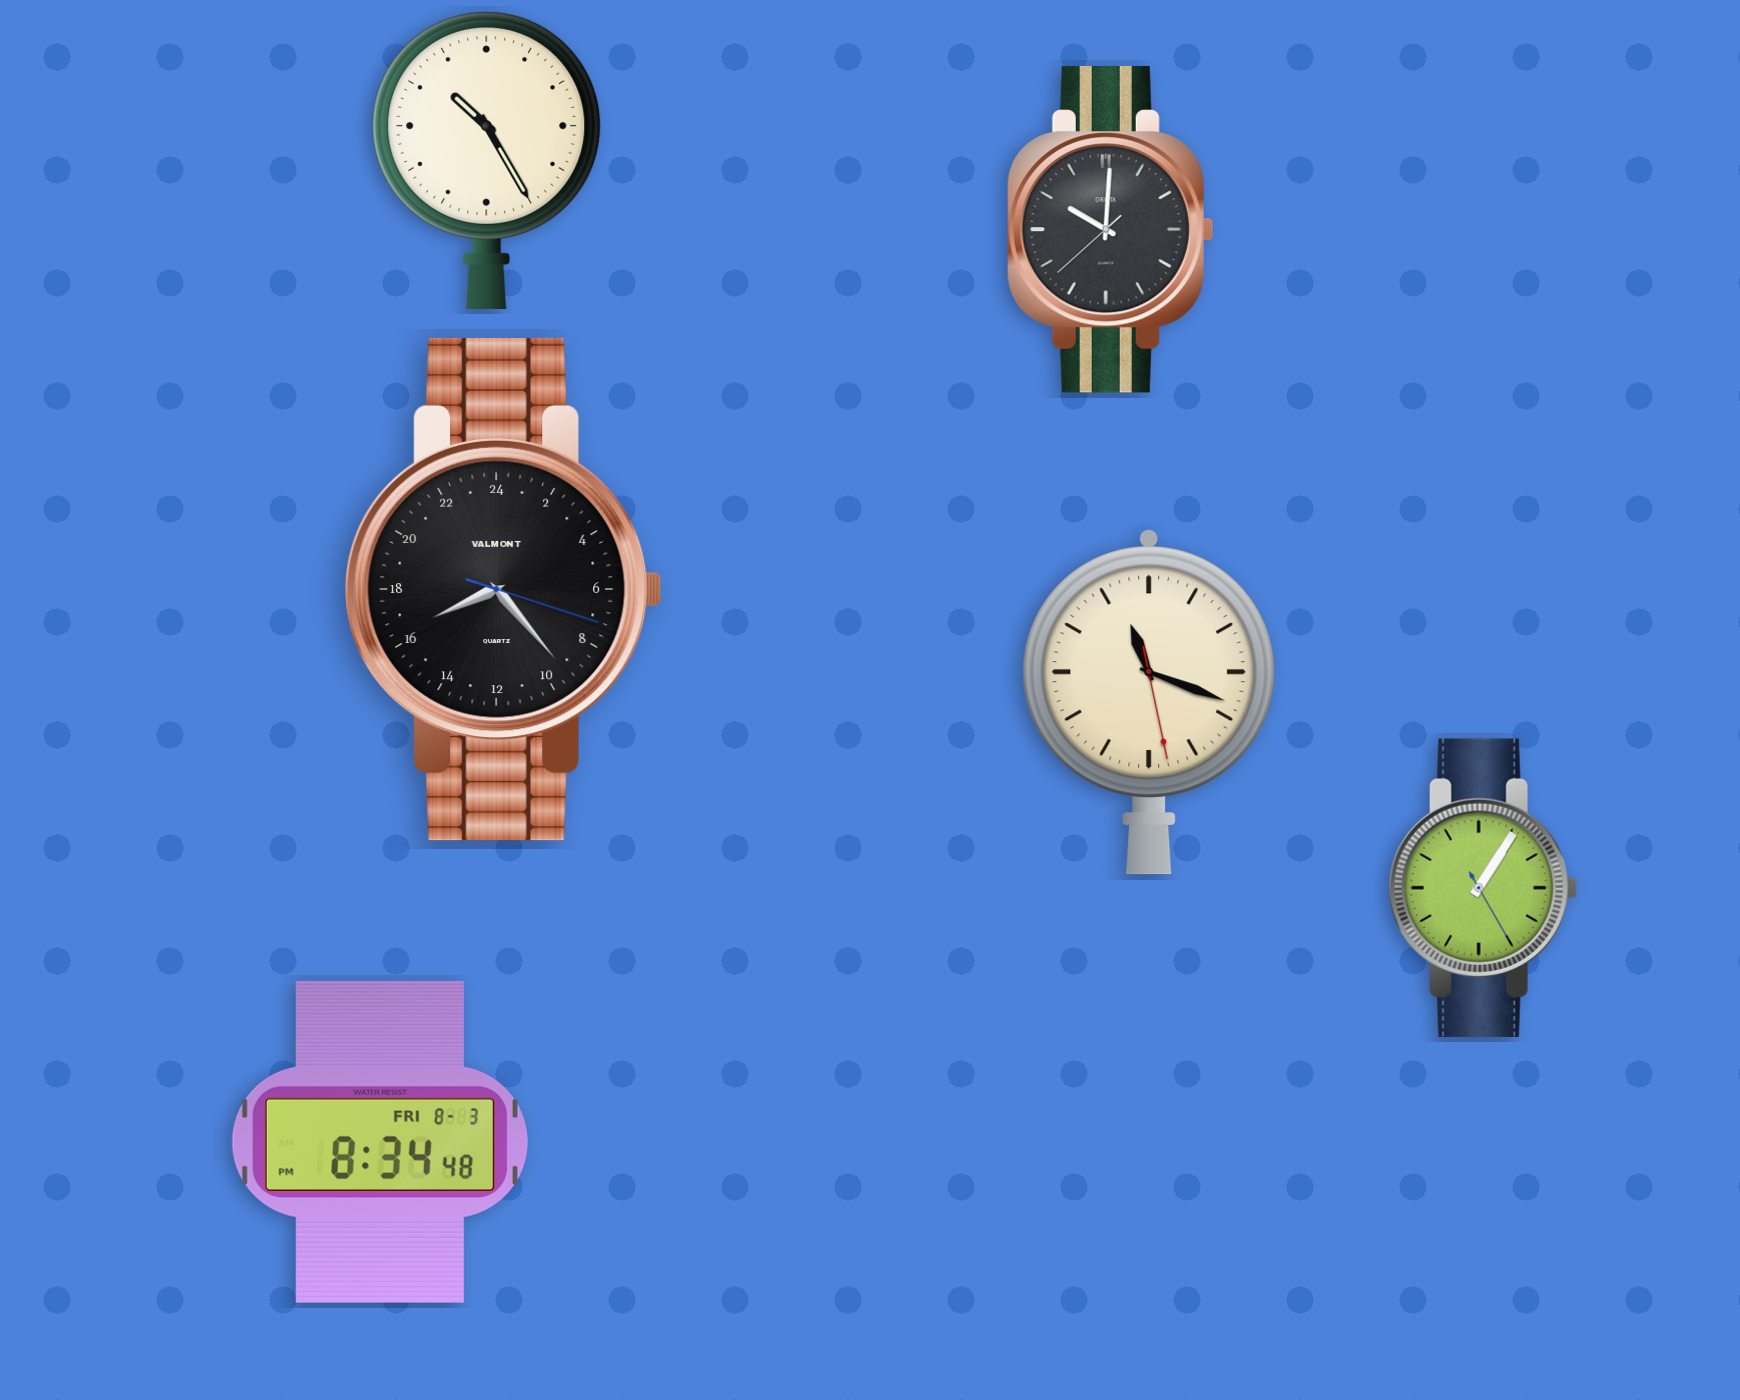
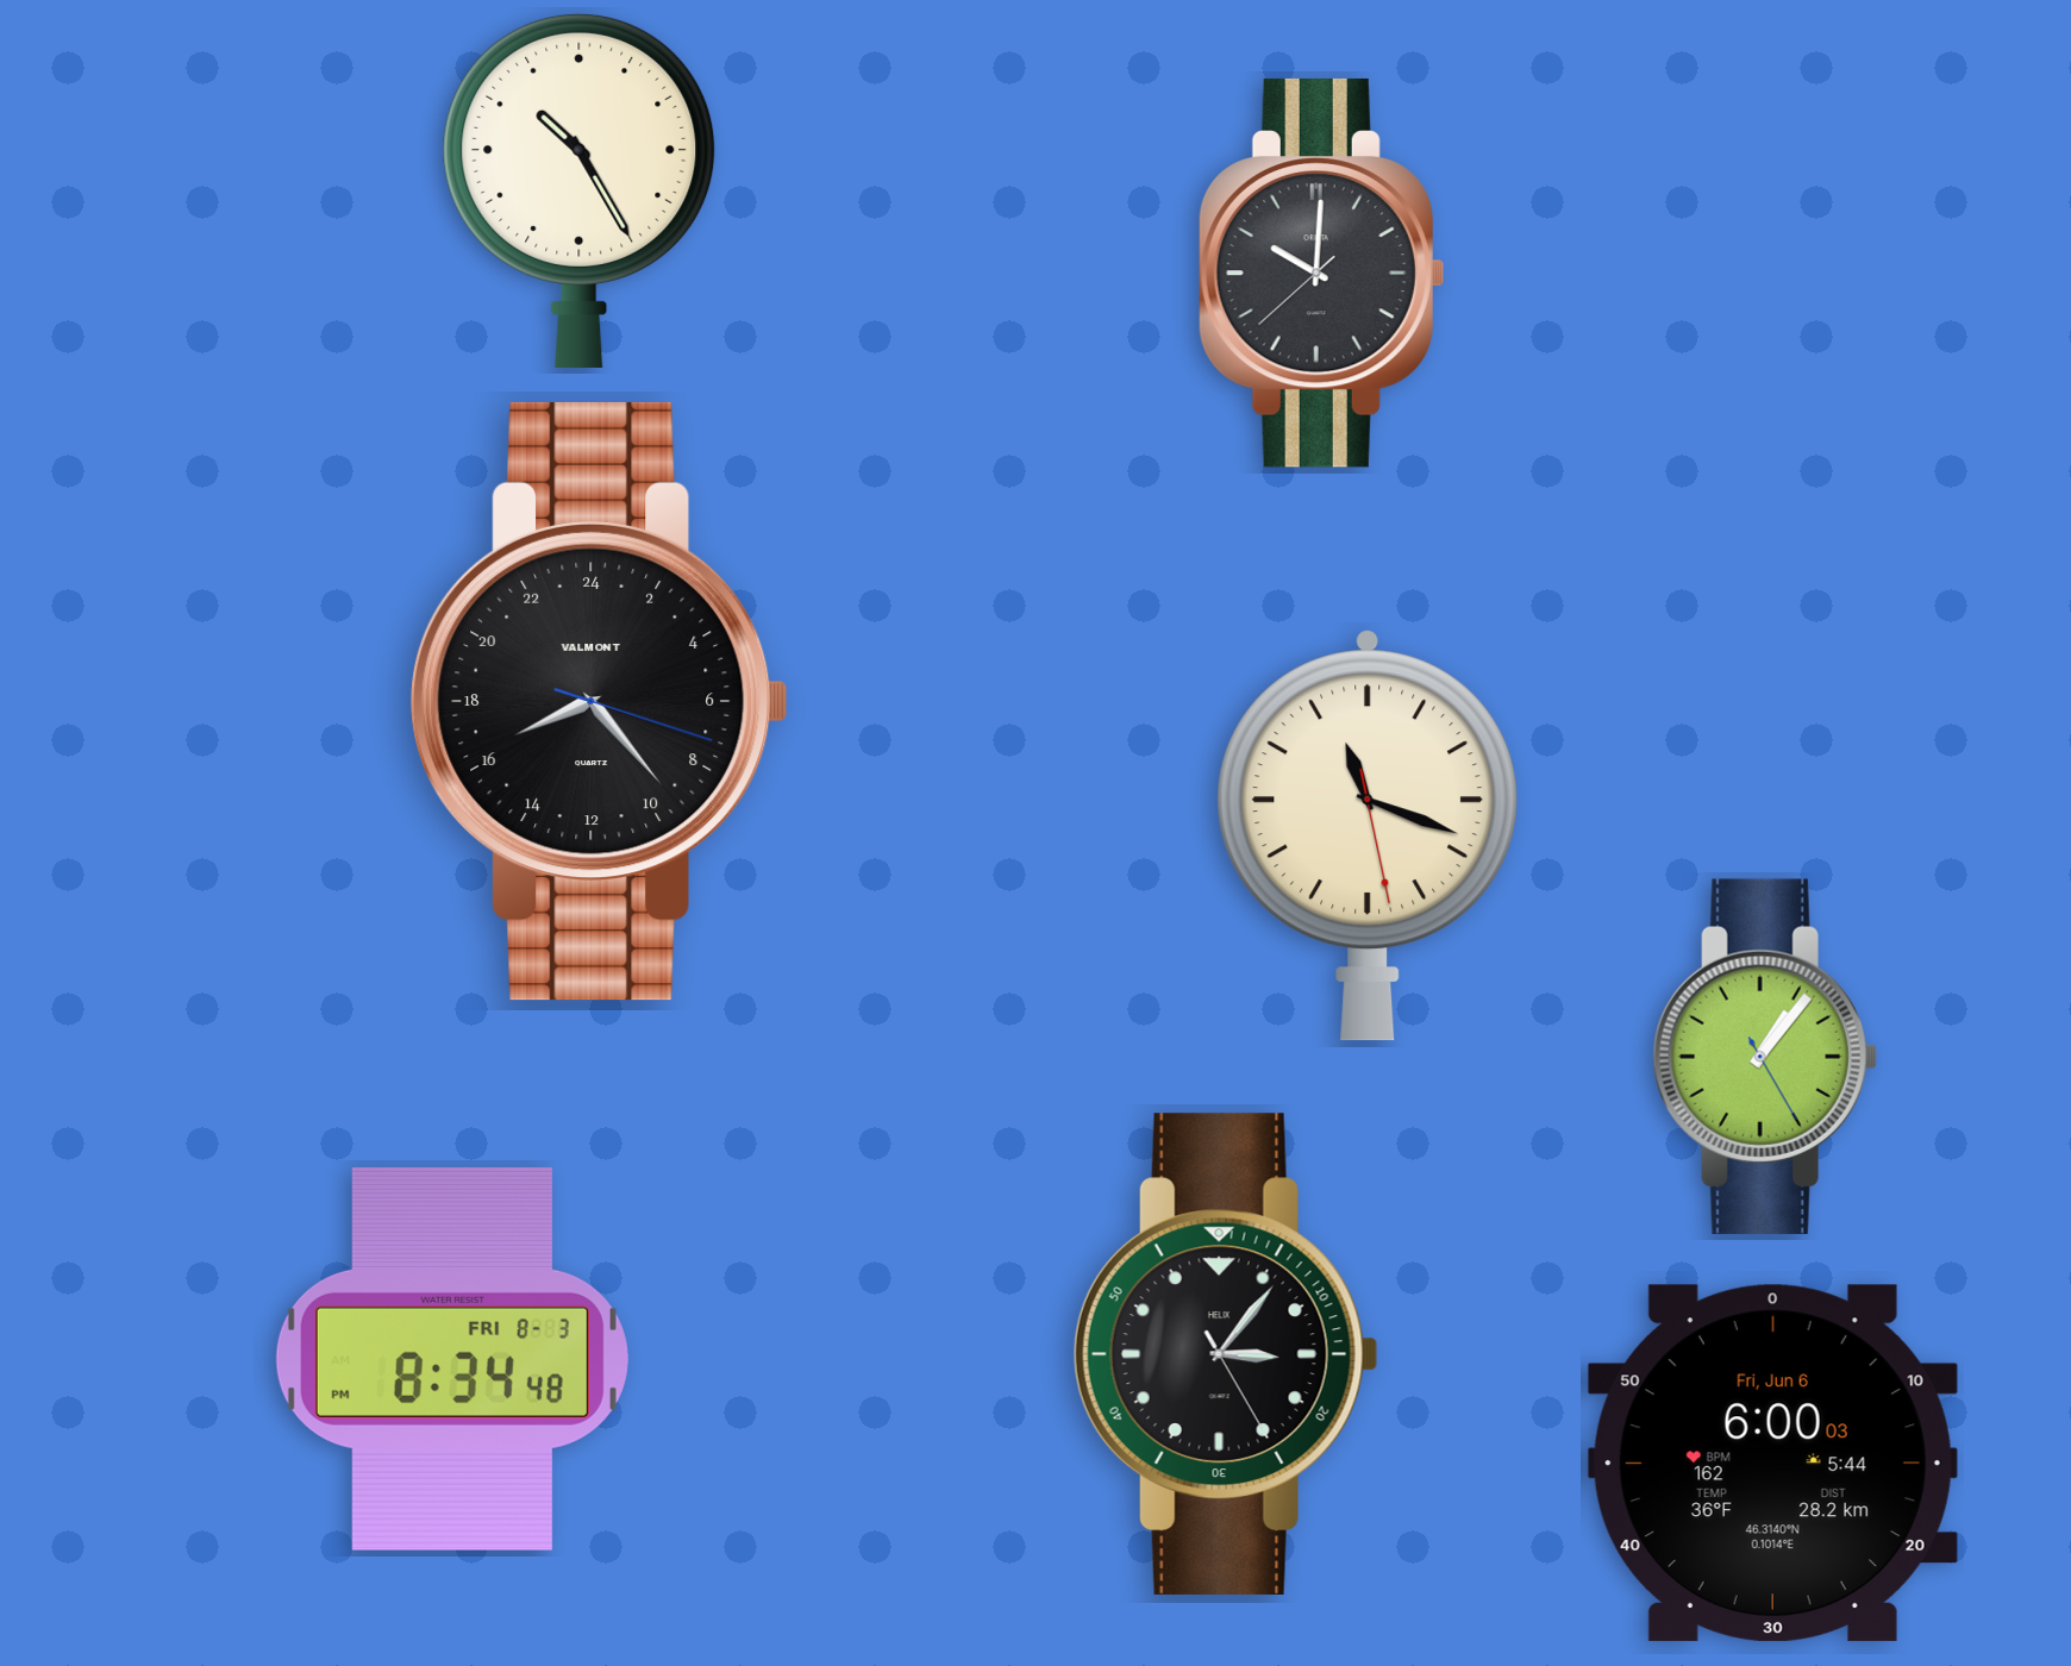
clock at (1483, 888): 1:05 -> 1:06
clock at (1226, 1354): none -> 3:06
clock at (1772, 1463): none -> 6:00
